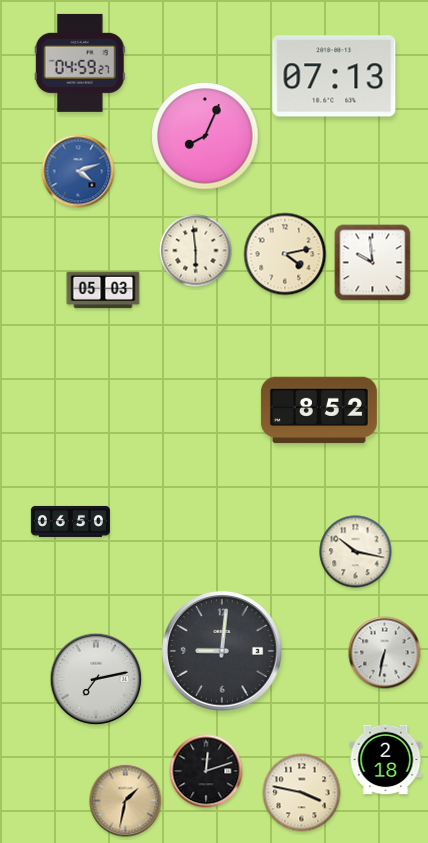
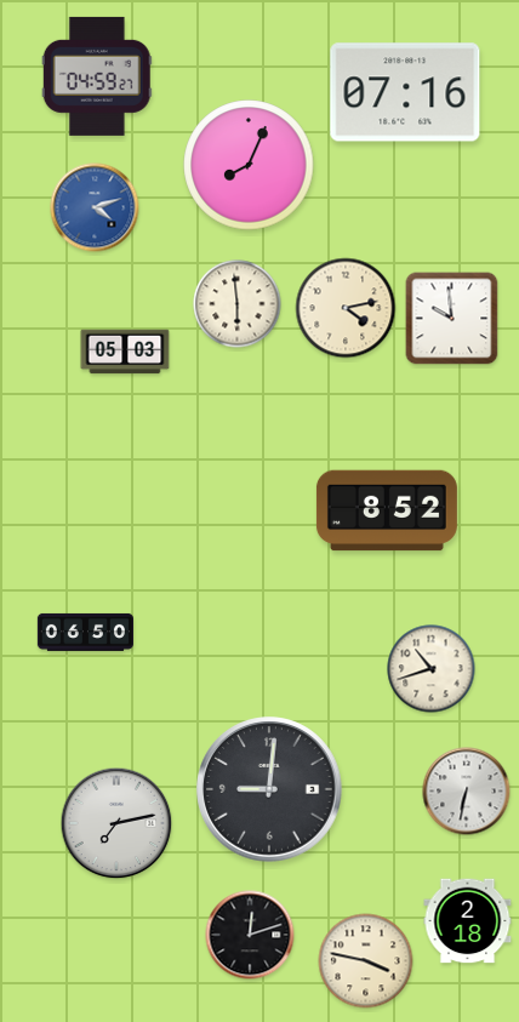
clock at (334, 76): 07:13 -> 07:16
clock at (319, 410) position: (319, 410) -> (387, 510)
clock at (356, 552): 10:17 -> 10:42
clock at (126, 801): 1:32 -> none
